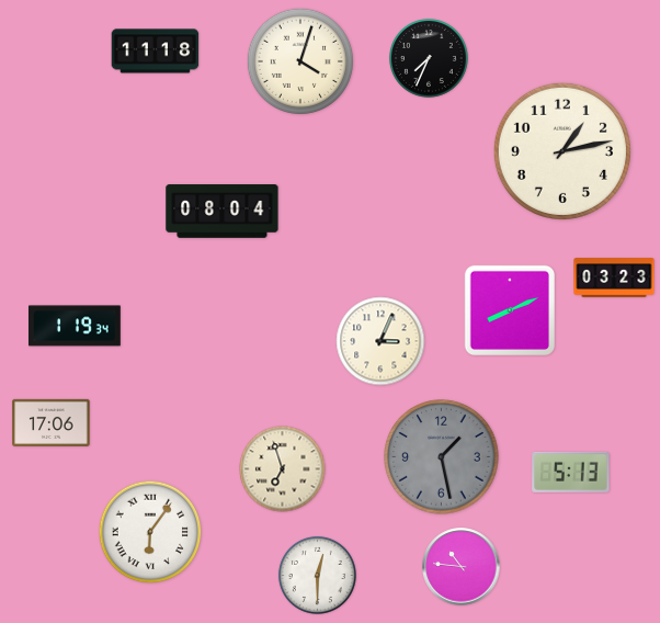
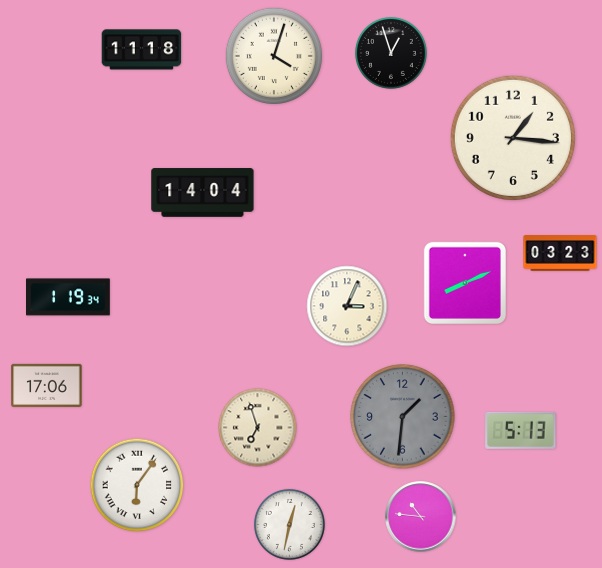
clock at (156, 52) position: (156, 52) -> (142, 50)
clock at (429, 58): 7:34 -> 12:57
clock at (562, 151): 1:13 -> 1:16
clock at (223, 212): 08:04 -> 14:04
clock at (380, 341) position: (380, 341) -> (347, 306)
clock at (442, 457): 1:28 -> 1:31
clock at (317, 575): 12:30 -> 12:32
